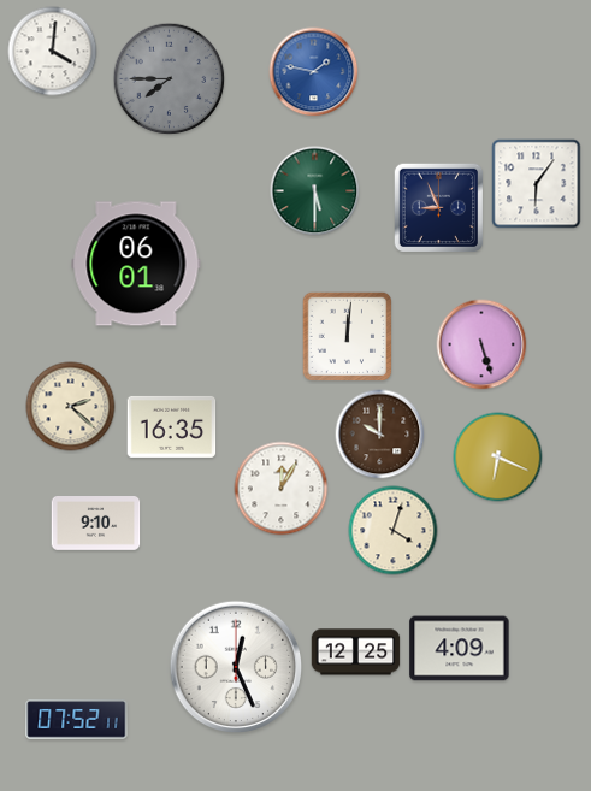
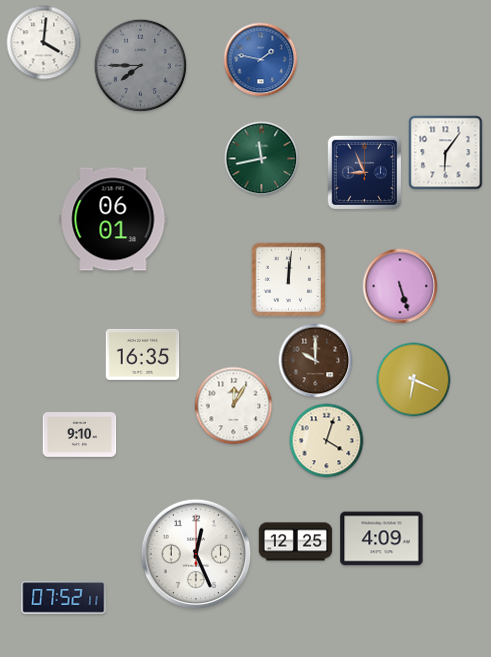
clock at (315, 191): 5:30 -> 11:43
clock at (71, 407): 2:22 -> none
